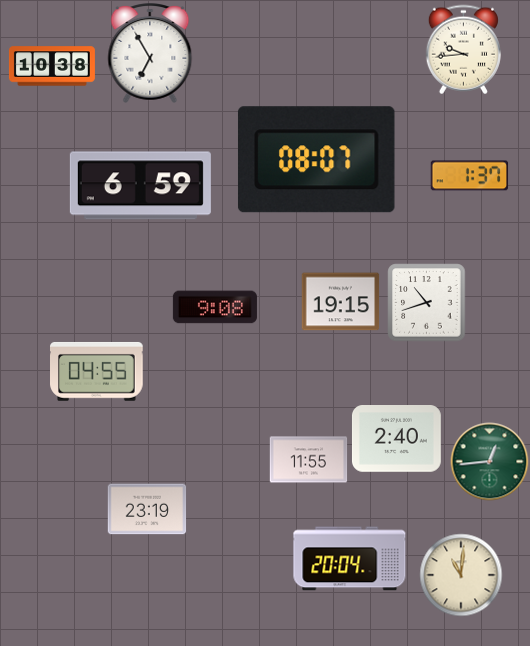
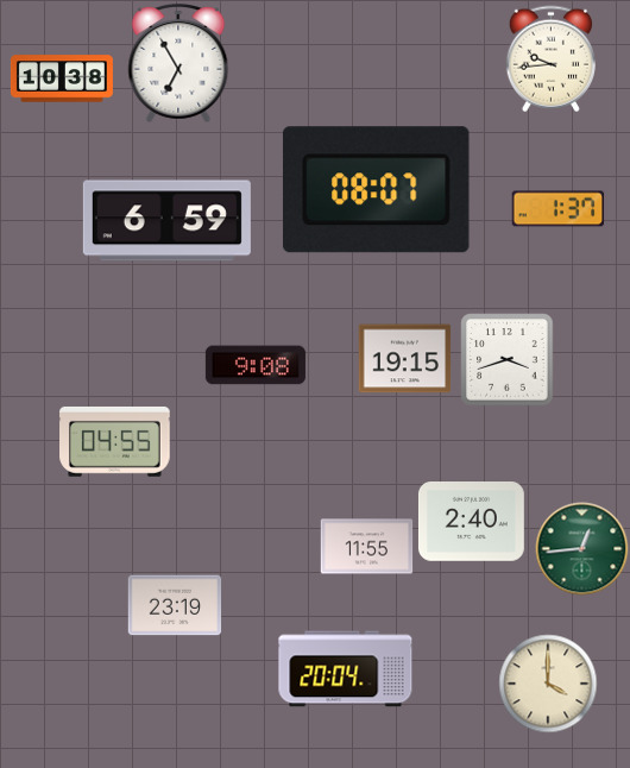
clock at (426, 302): 10:42 -> 3:42
clock at (350, 559) position: (350, 559) -> (346, 669)
clock at (461, 575): 11:01 -> 4:00
